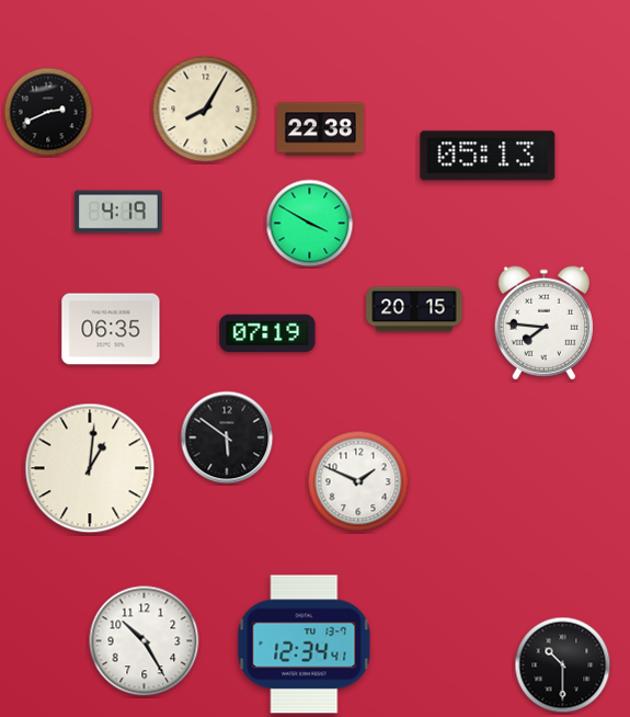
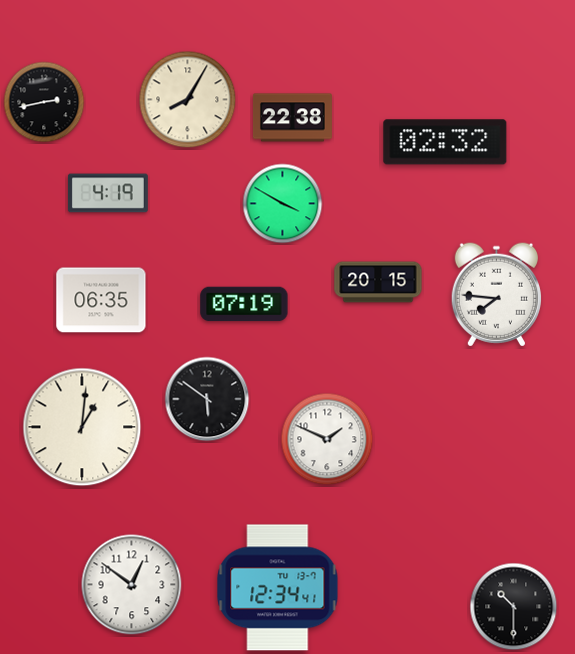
clock at (48, 112): 2:41 -> 2:43
clock at (488, 156): 05:13 -> 02:32
clock at (145, 641): 10:25 -> 12:51
